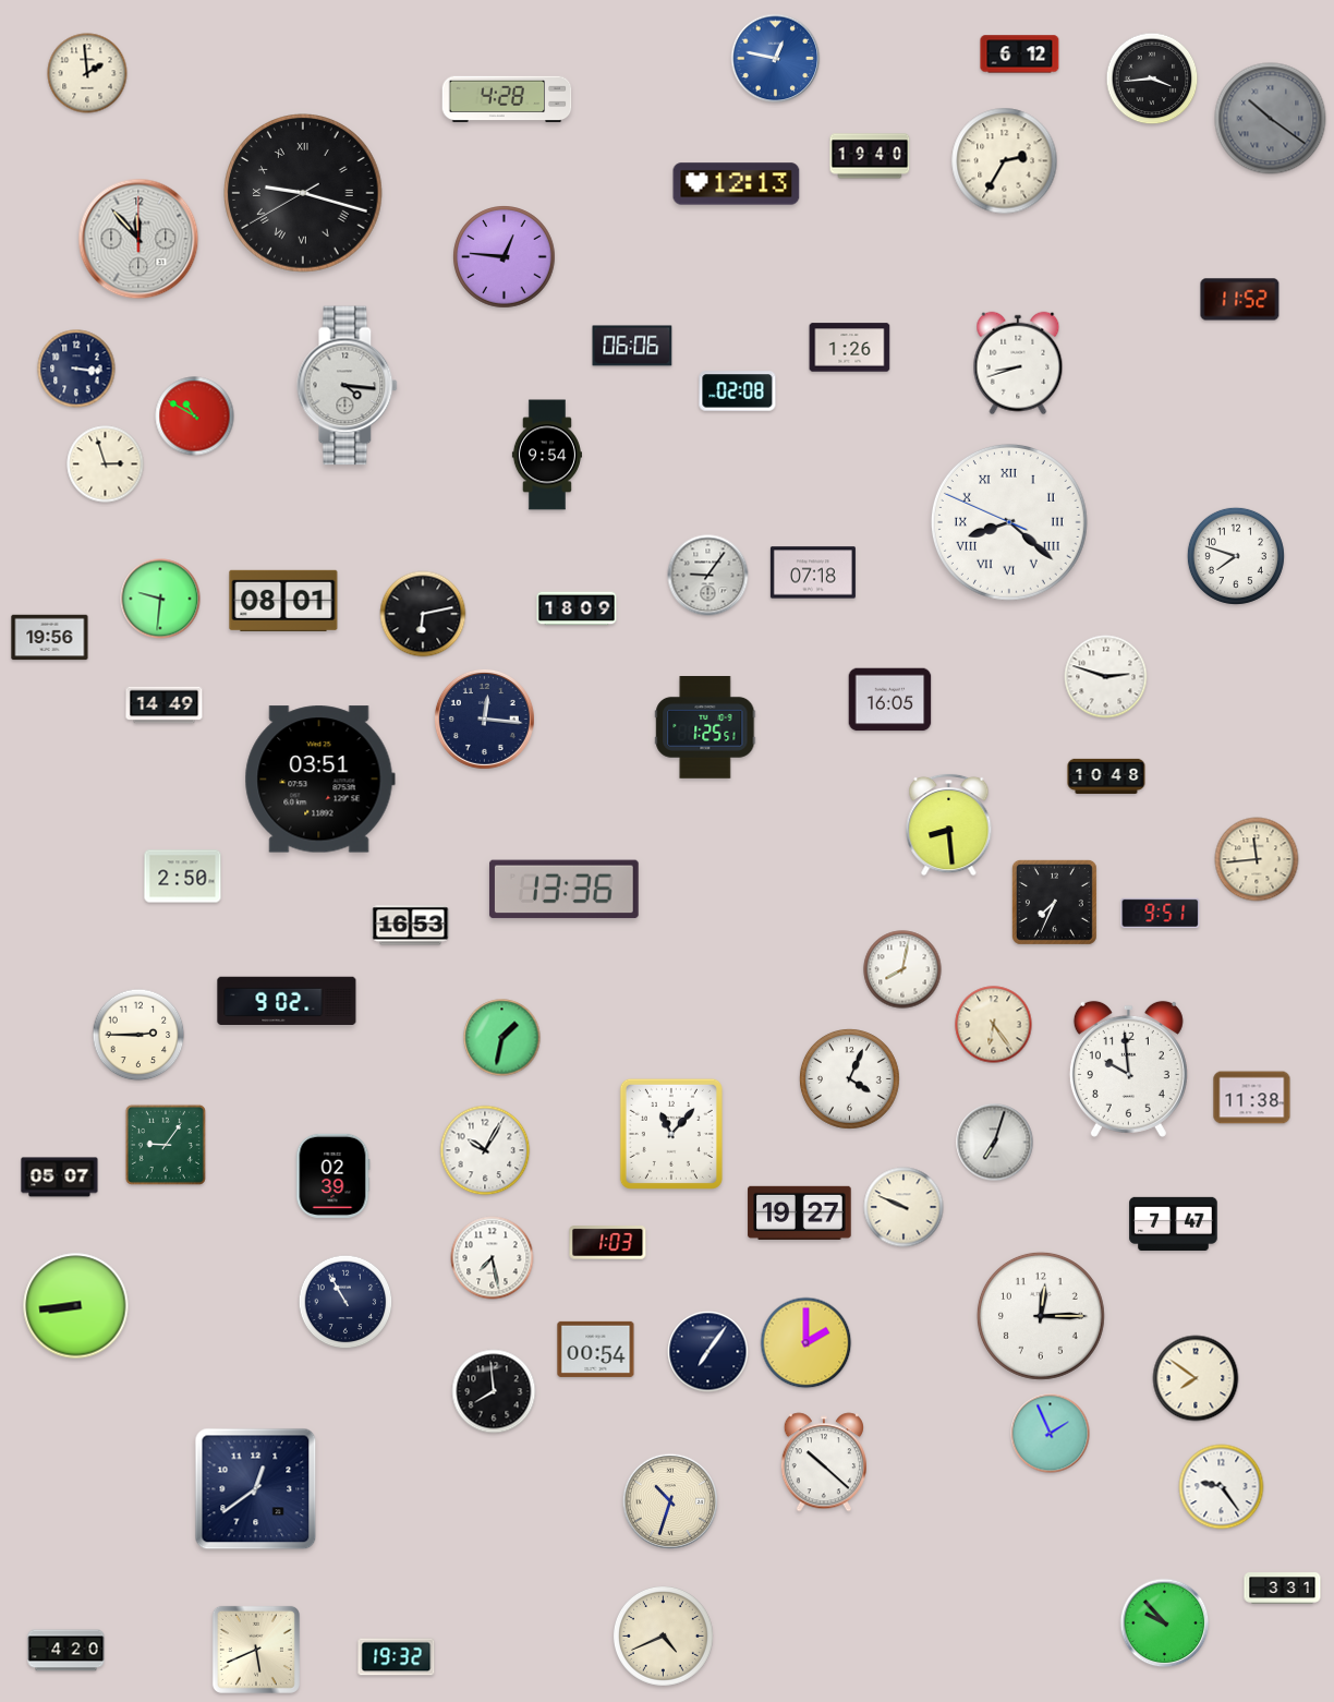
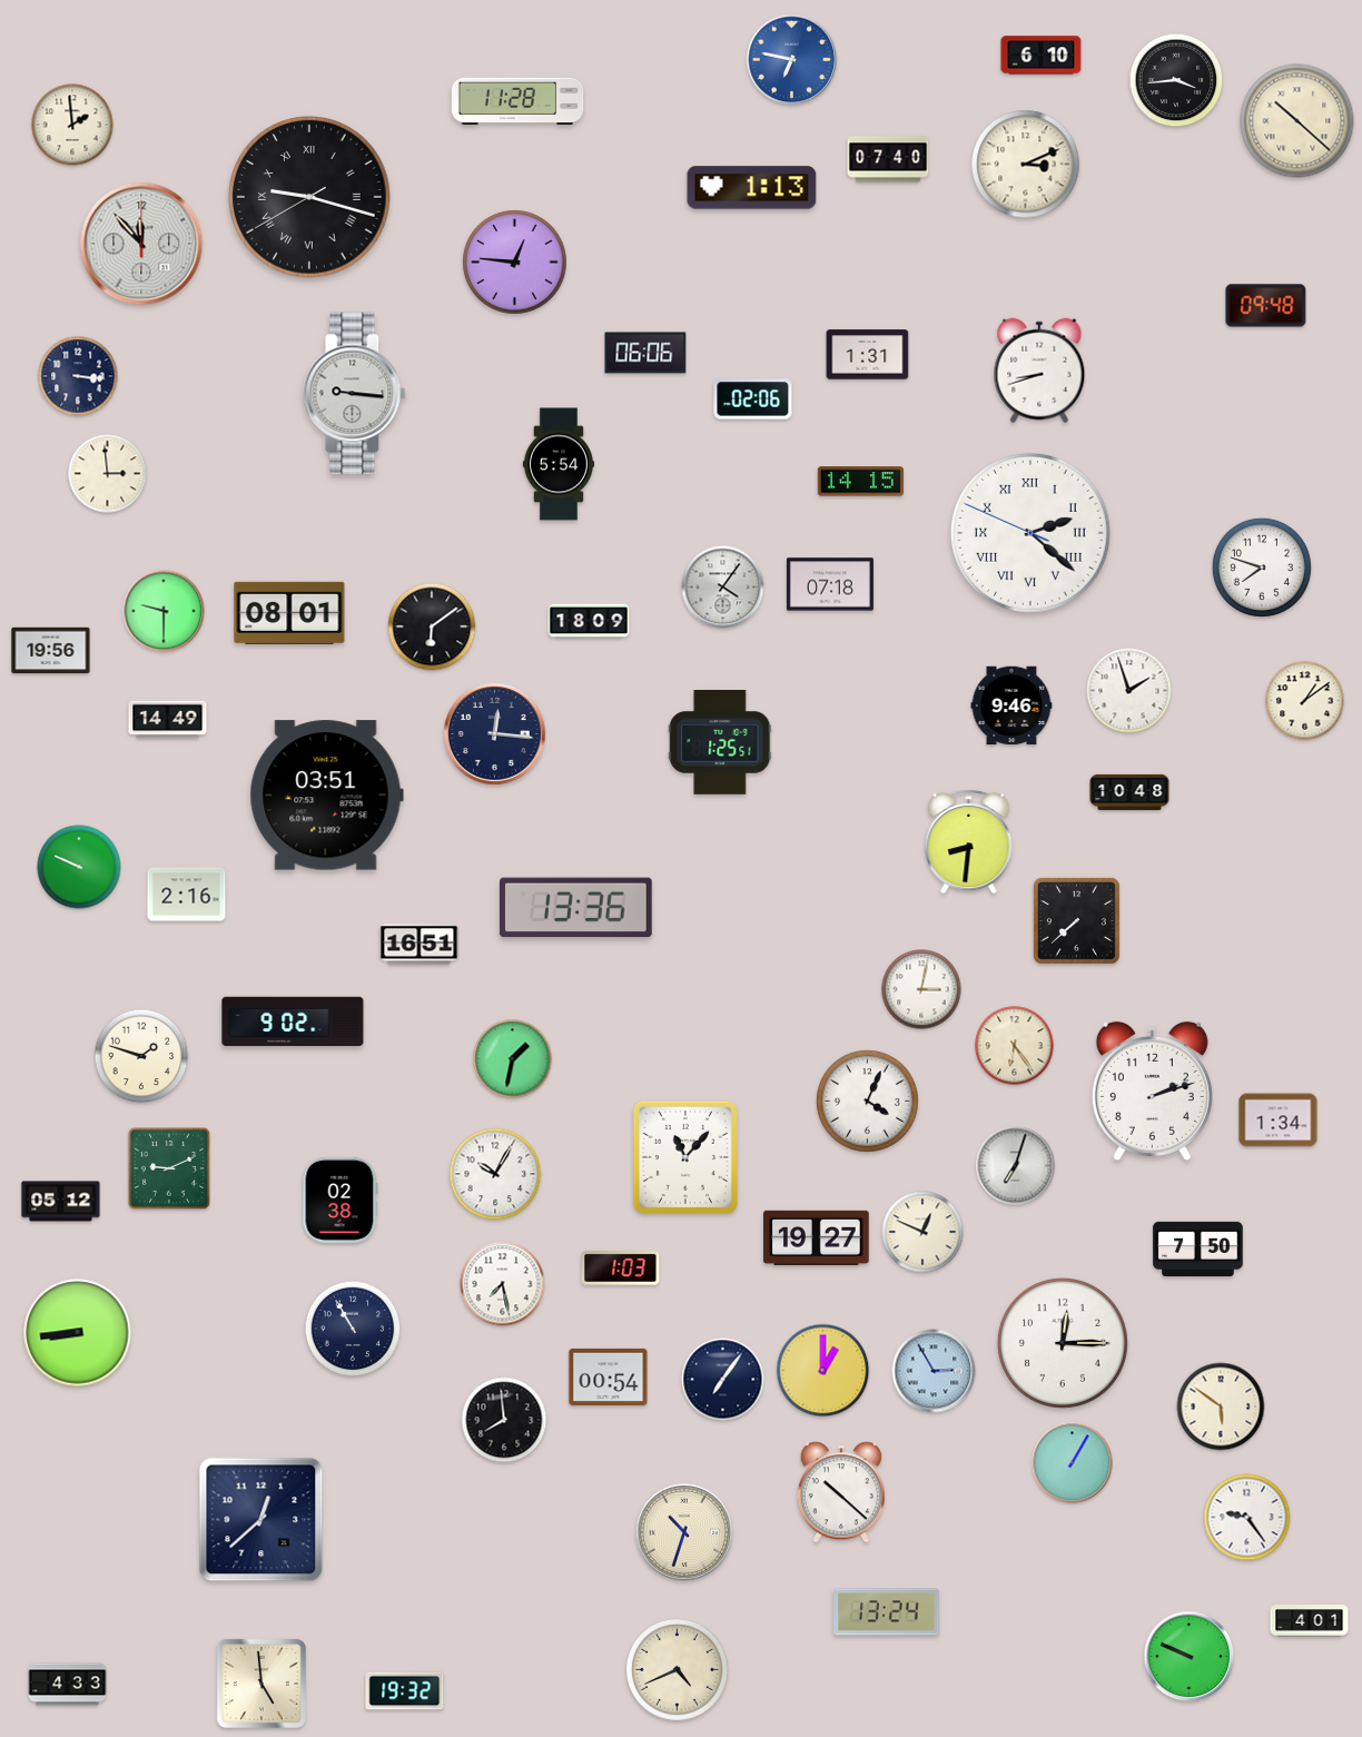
clock at (1020, 55): 6:12 -> 6:10
clock at (776, 59): 12:47 -> 6:47
clock at (87, 73) position: (87, 73) -> (72, 125)
clock at (507, 99): 4:28 -> 11:28
clock at (1271, 119): 10:21 -> 10:22
clock at (1271, 119) dial: grey -> cream
clock at (870, 156): 19:40 -> 07:40
clock at (1005, 161): 2:35 -> 3:11
clock at (737, 184): 12:13 -> 1:13
clock at (1240, 300): 11:52 -> 09:48
clock at (850, 348): 1:26 -> 1:31
clock at (348, 386): 4:16 -> 9:16
clock at (738, 391): 02:08 -> 02:06
clock at (195, 417): 10:50 -> none
clock at (547, 455): 9:54 -> 5:54
clock at (106, 464): 2:57 -> 2:59
clock at (860, 482): none -> 14:15
clock at (1009, 522): 8:21 -> 2:21
clock at (708, 576): 9:06 -> 4:06
clock at (160, 599): 9:31 -> 9:30
clock at (423, 614): 6:13 -> 6:09
clock at (1106, 677): 2:48 -> 1:57
clock at (1305, 701): none -> 1:09
clock at (1011, 705): none -> 9:46
clock at (890, 700): 16:05 -> none
clock at (949, 824): 8:29 -> 8:31
clock at (79, 867): none -> 9:49
clock at (1257, 859): 11:44 -> none
clock at (183, 877): 2:50 -> 2:16
clock at (1054, 902): 7:34 -> 7:38
clock at (1161, 913): 9:51 -> none
clock at (411, 926): 16:53 -> 16:51
clock at (902, 969): 8:02 -> 3:02
clock at (138, 1035): 2:45 -> 1:48
clock at (1128, 1069): 9:59 -> 2:12
clock at (1252, 1098): 11:38 -> 1:34
clock at (166, 1145): 9:06 -> 9:11
clock at (332, 1175): 02:39 -> 02:38
clock at (60, 1178): 05:07 -> 05:12
clock at (904, 1207): 9:49 -> 12:49
clock at (1174, 1223): 7:47 -> 7:50
clock at (807, 1343): 2:00 -> 1:00
clock at (934, 1371): none -> 2:55
clock at (1196, 1378): 7:51 -> 5:51
clock at (1051, 1434): 1:56 -> 1:05
clock at (256, 1489): 12:39 -> 12:38
clock at (887, 1612): none -> 13:24
clock at (1283, 1589): 3:31 -> 4:01
clock at (1165, 1623): 9:53 -> 9:49
clock at (256, 1650): 5:41 -> 4:59
clock at (66, 1651): 4:20 -> 4:33
